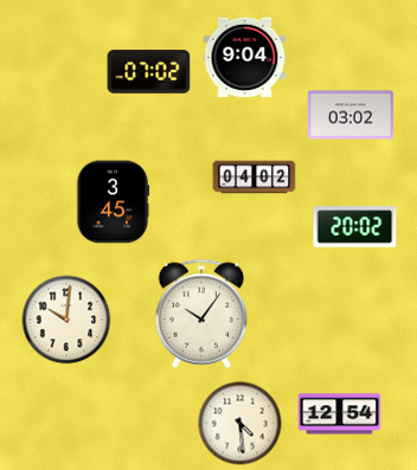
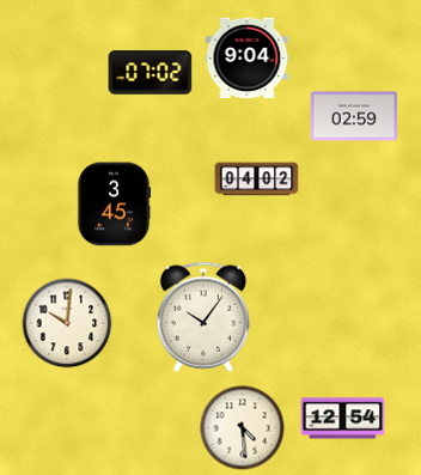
clock at (351, 115): 03:02 -> 02:59
clock at (355, 227): 20:02 -> none
